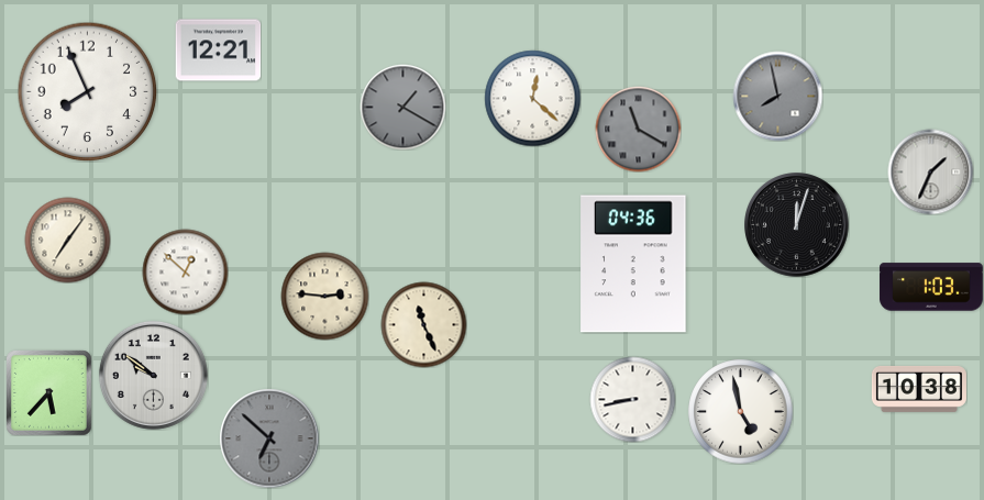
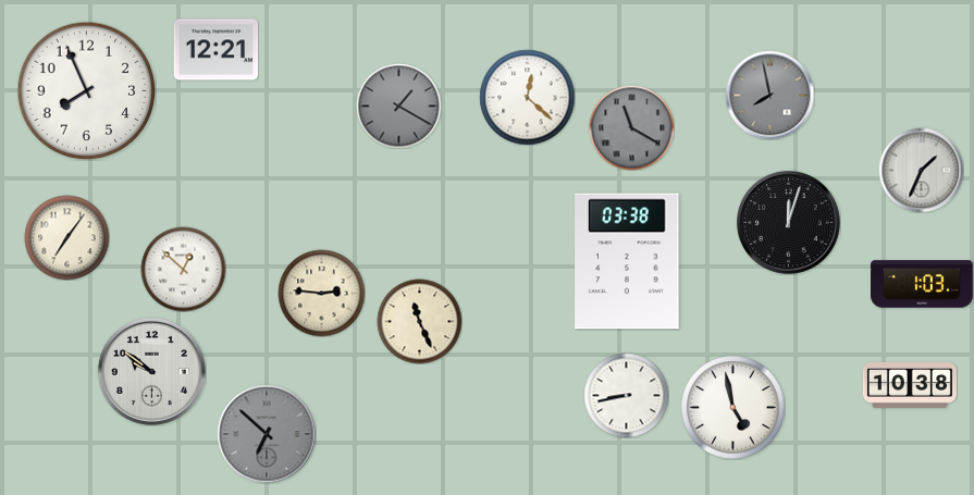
clock at (633, 264): 04:36 -> 03:38
clock at (49, 393): 5:37 -> none
